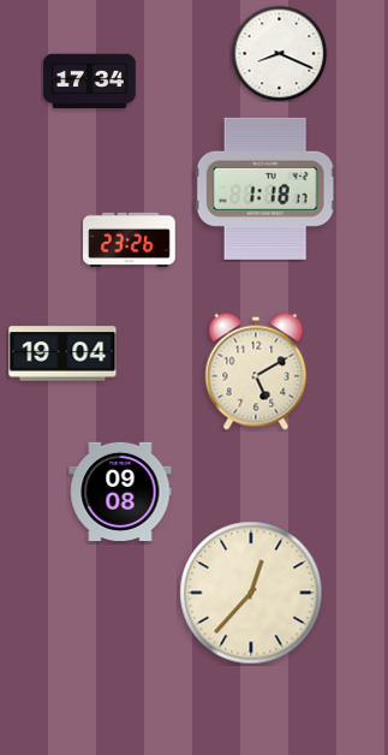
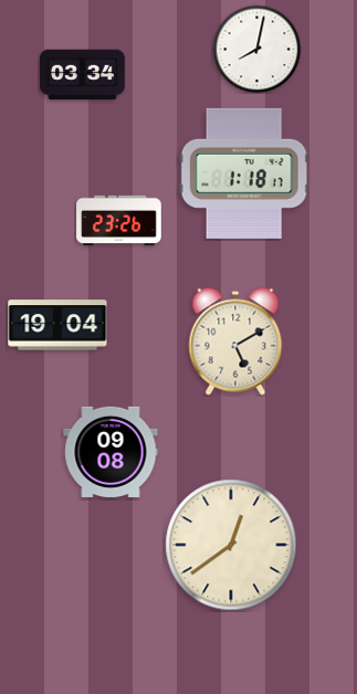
clock at (279, 53): 8:19 -> 8:02
clock at (90, 82): 17:34 -> 03:34
clock at (251, 593): 12:37 -> 12:39
